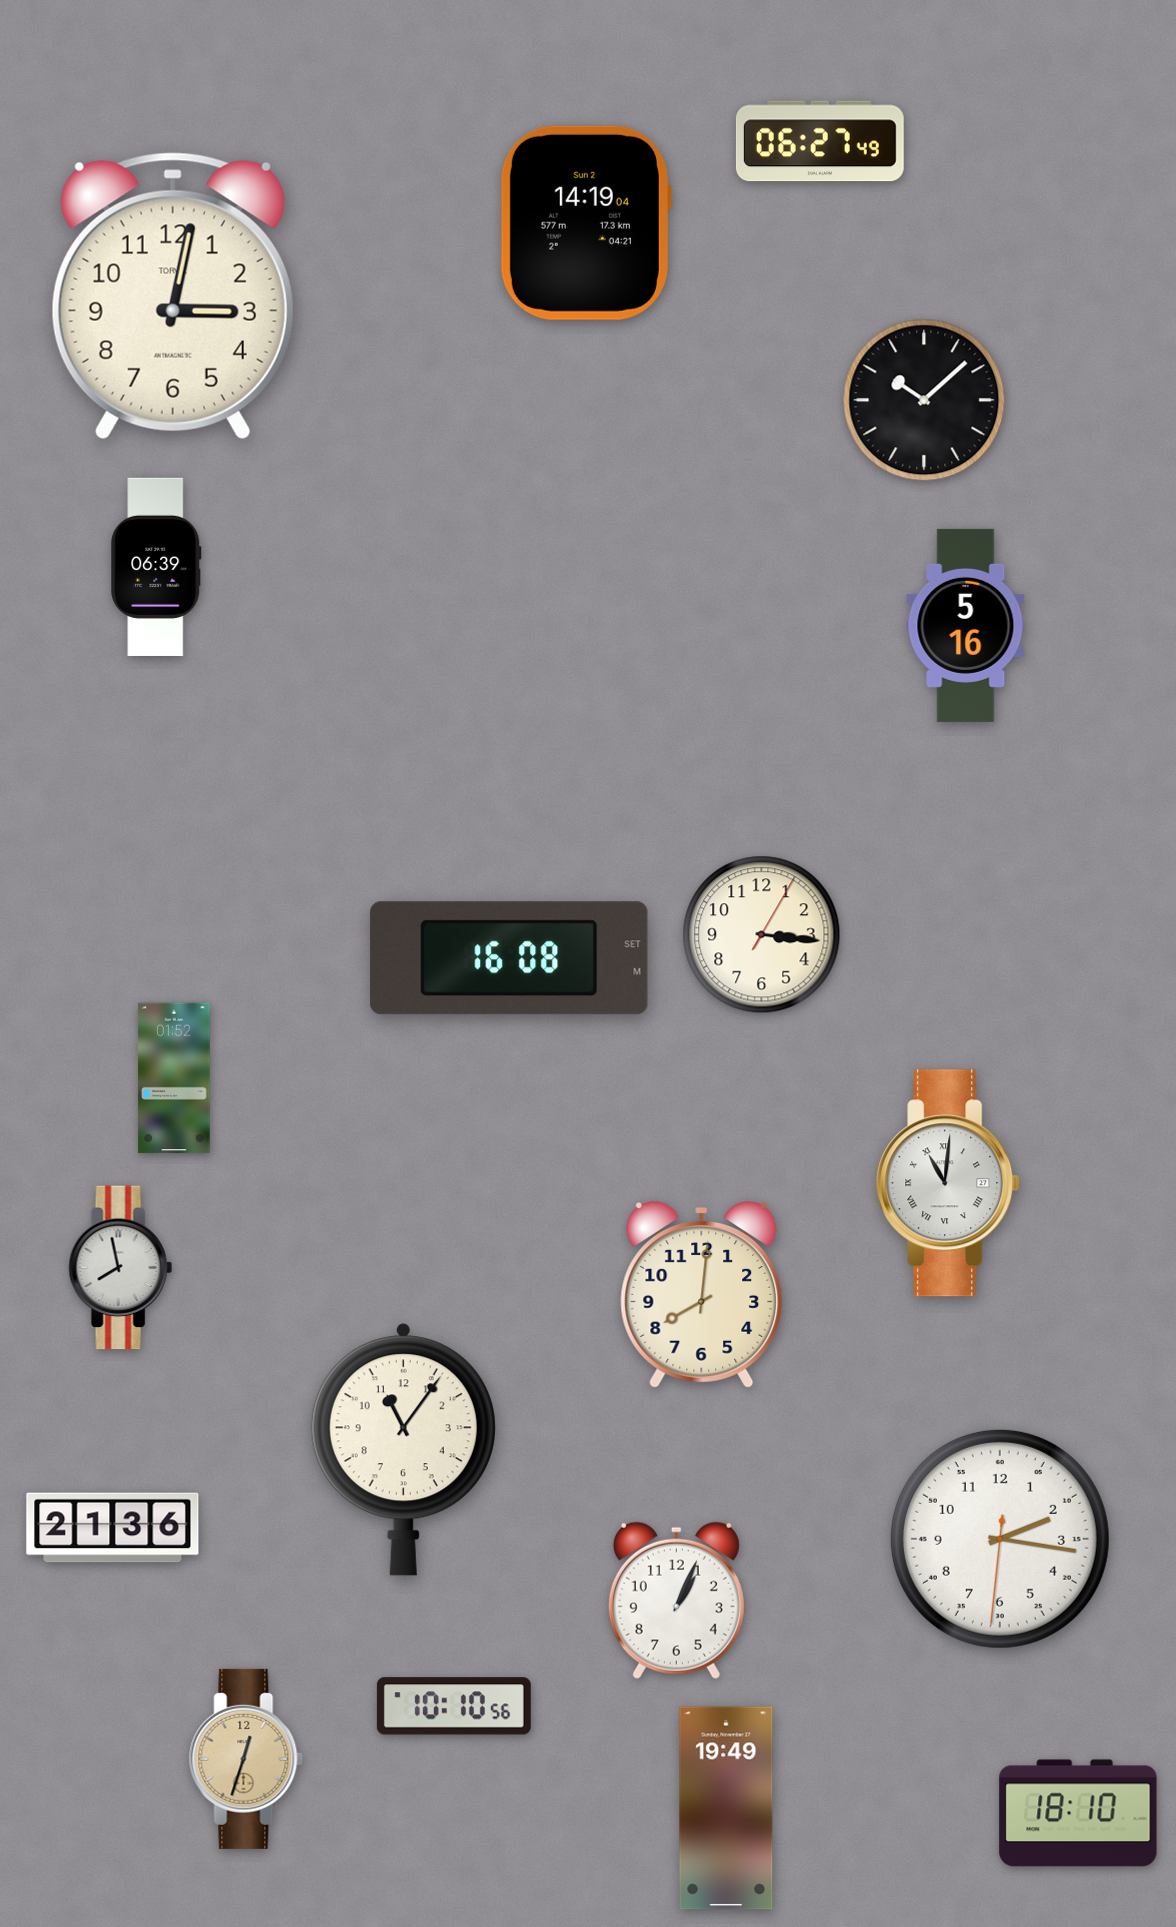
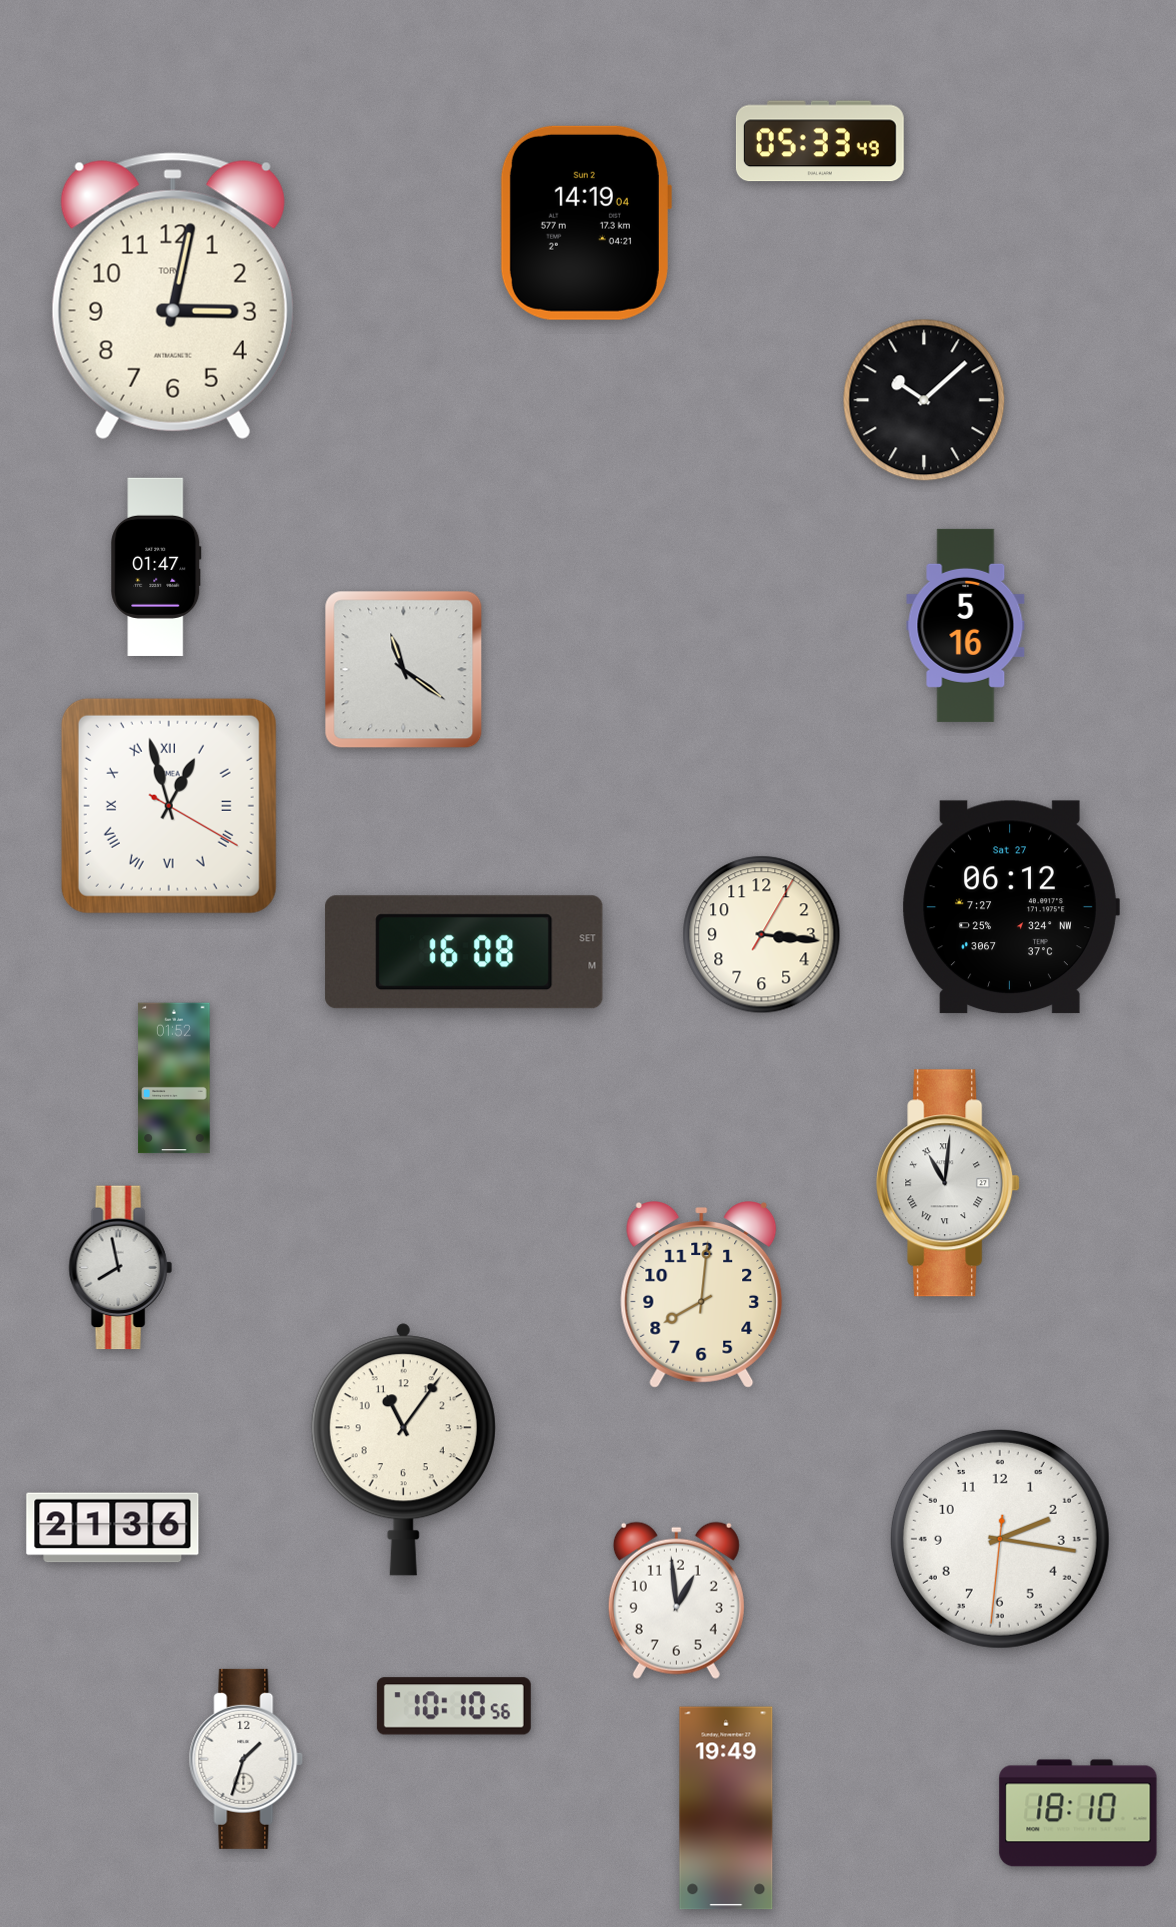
clock at (820, 141): 06:27 -> 05:33
clock at (156, 567): 06:39 -> 01:47
clock at (404, 670): none -> 11:21
clock at (169, 806): none -> 12:57
clock at (1011, 907): none -> 06:12
clock at (509, 958) position: (509, 958) -> (464, 952)
clock at (676, 1600): 1:04 -> 12:59
clock at (246, 1759): 12:33 -> 1:33
clock at (246, 1759) dial: champagne -> white
